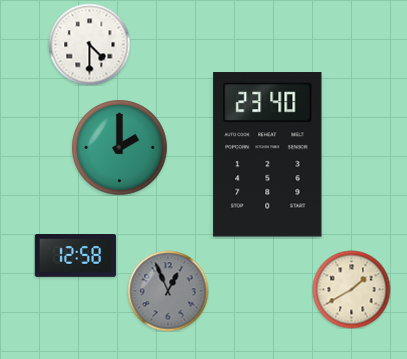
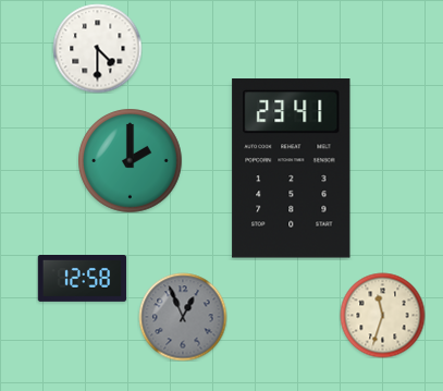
clock at (268, 155): 23:40 -> 23:41
clock at (351, 289): 1:40 -> 11:33
